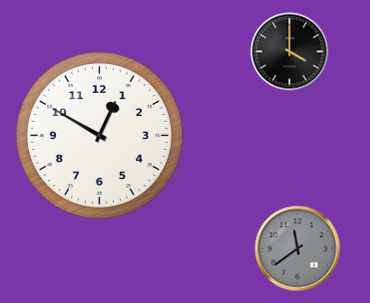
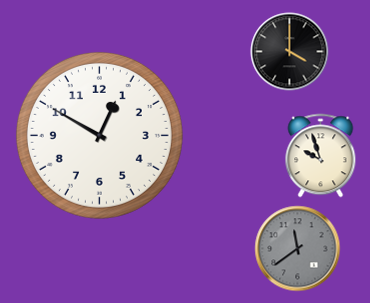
clock at (321, 156): none -> 9:57
